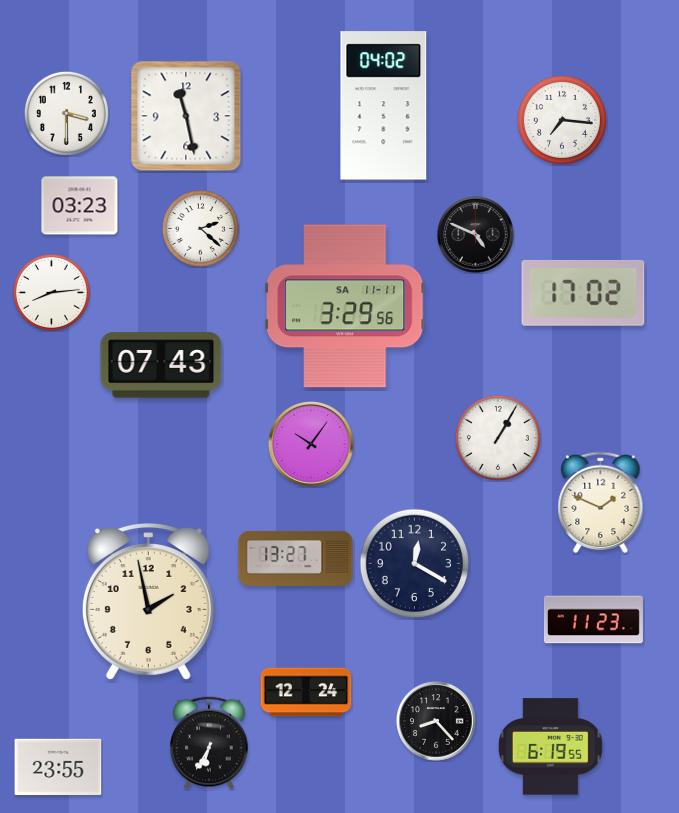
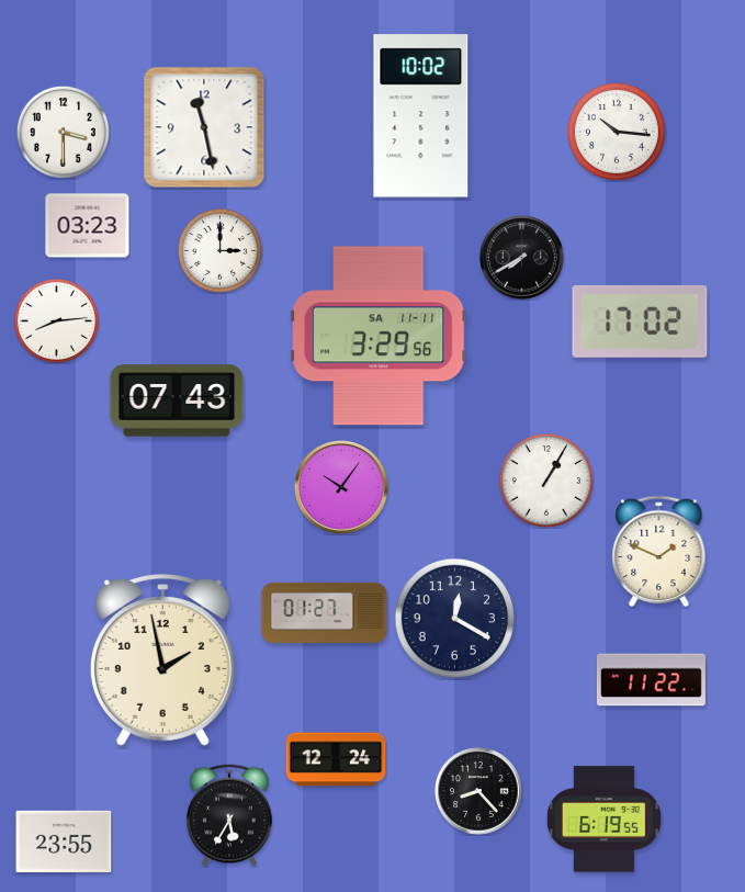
clock at (384, 106): 04:02 -> 10:02
clock at (66, 113) position: (66, 113) -> (63, 132)
clock at (562, 120): 7:16 -> 10:16
clock at (201, 229): 2:22 -> 3:00
clock at (476, 235): 4:49 -> 7:40
clock at (296, 558): 13:27 -> 01:27
clock at (593, 620): 11:23 -> 11:22
clock at (209, 743): 6:35 -> 5:35
